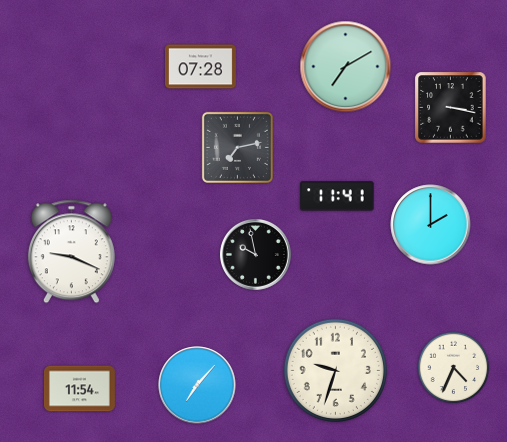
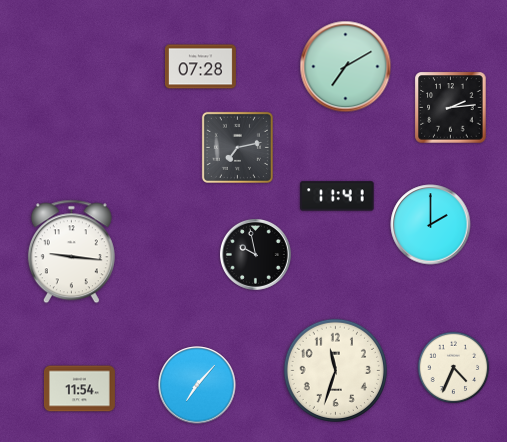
clock at (451, 108): 3:17 -> 2:14
clock at (71, 252): 9:19 -> 9:16
clock at (335, 370): 9:33 -> 11:33
